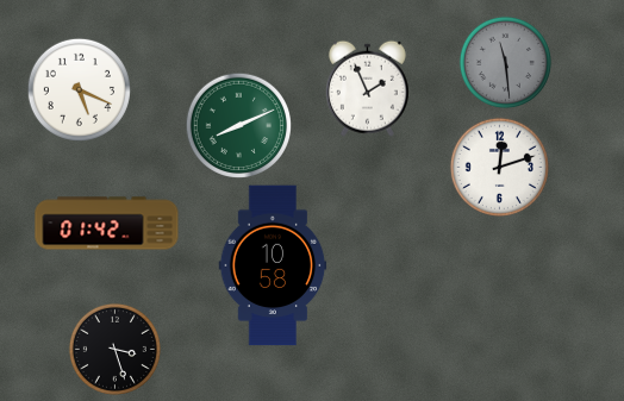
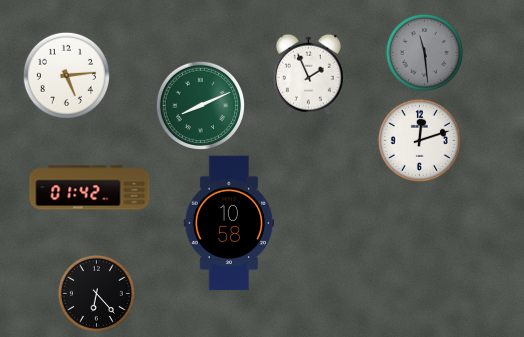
clock at (79, 89): 5:19 -> 5:14
clock at (114, 349): 3:27 -> 6:23
